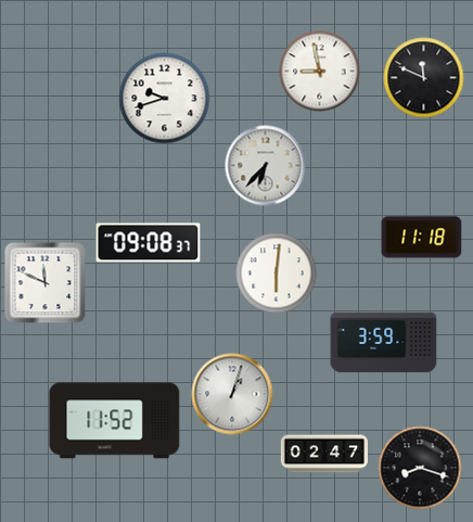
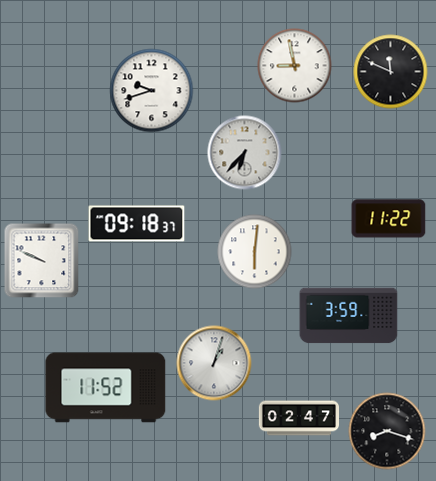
clock at (422, 238): 11:18 -> 11:22
clock at (149, 243): 09:08 -> 09:18
clock at (46, 283): 11:49 -> 9:49
clock at (384, 343) position: (384, 343) -> (349, 316)
